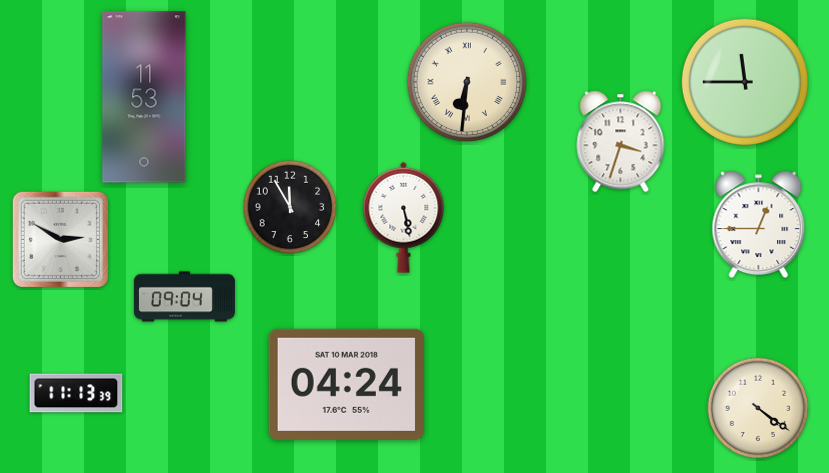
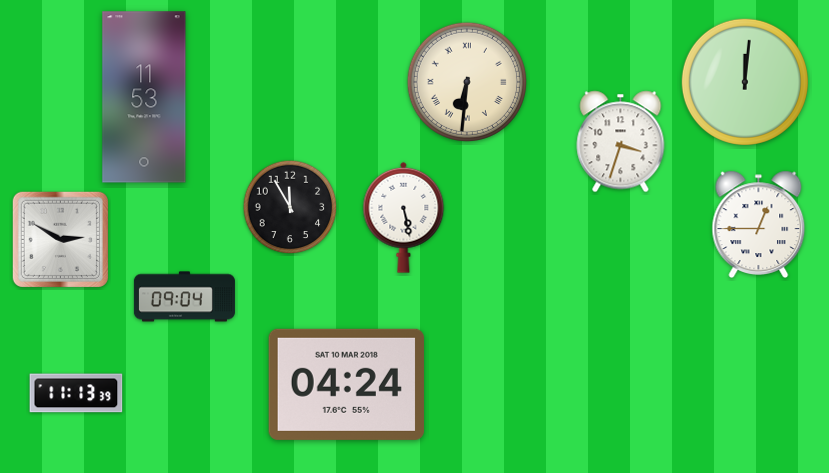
clock at (745, 82): 11:45 -> 12:01
clock at (758, 408): 4:21 -> none
